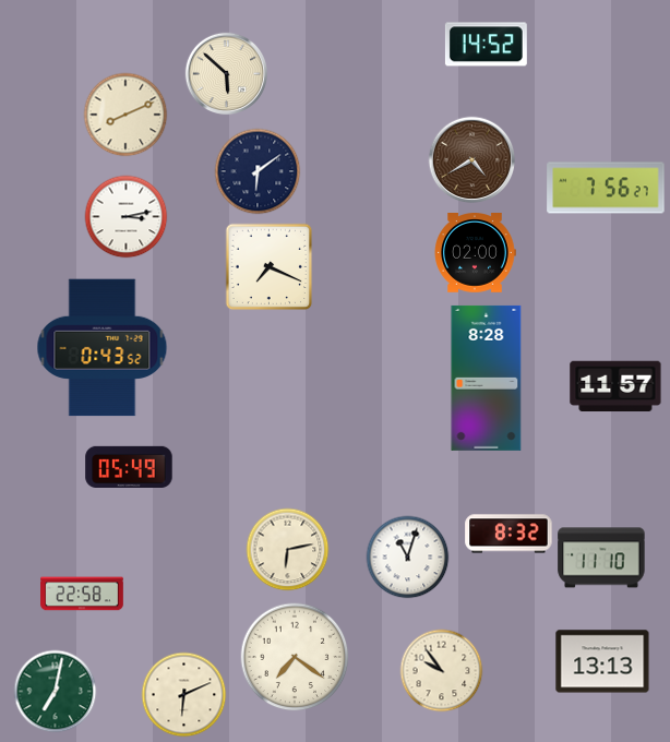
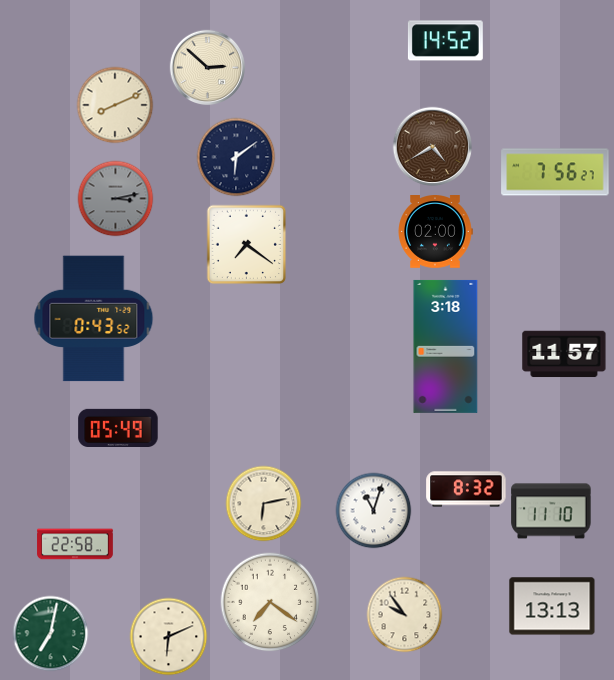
clock at (227, 74): 5:52 -> 2:52
clock at (127, 217) dial: white -> grey
clock at (270, 267): 7:19 -> 7:21
clock at (487, 378): 8:28 -> 3:18
